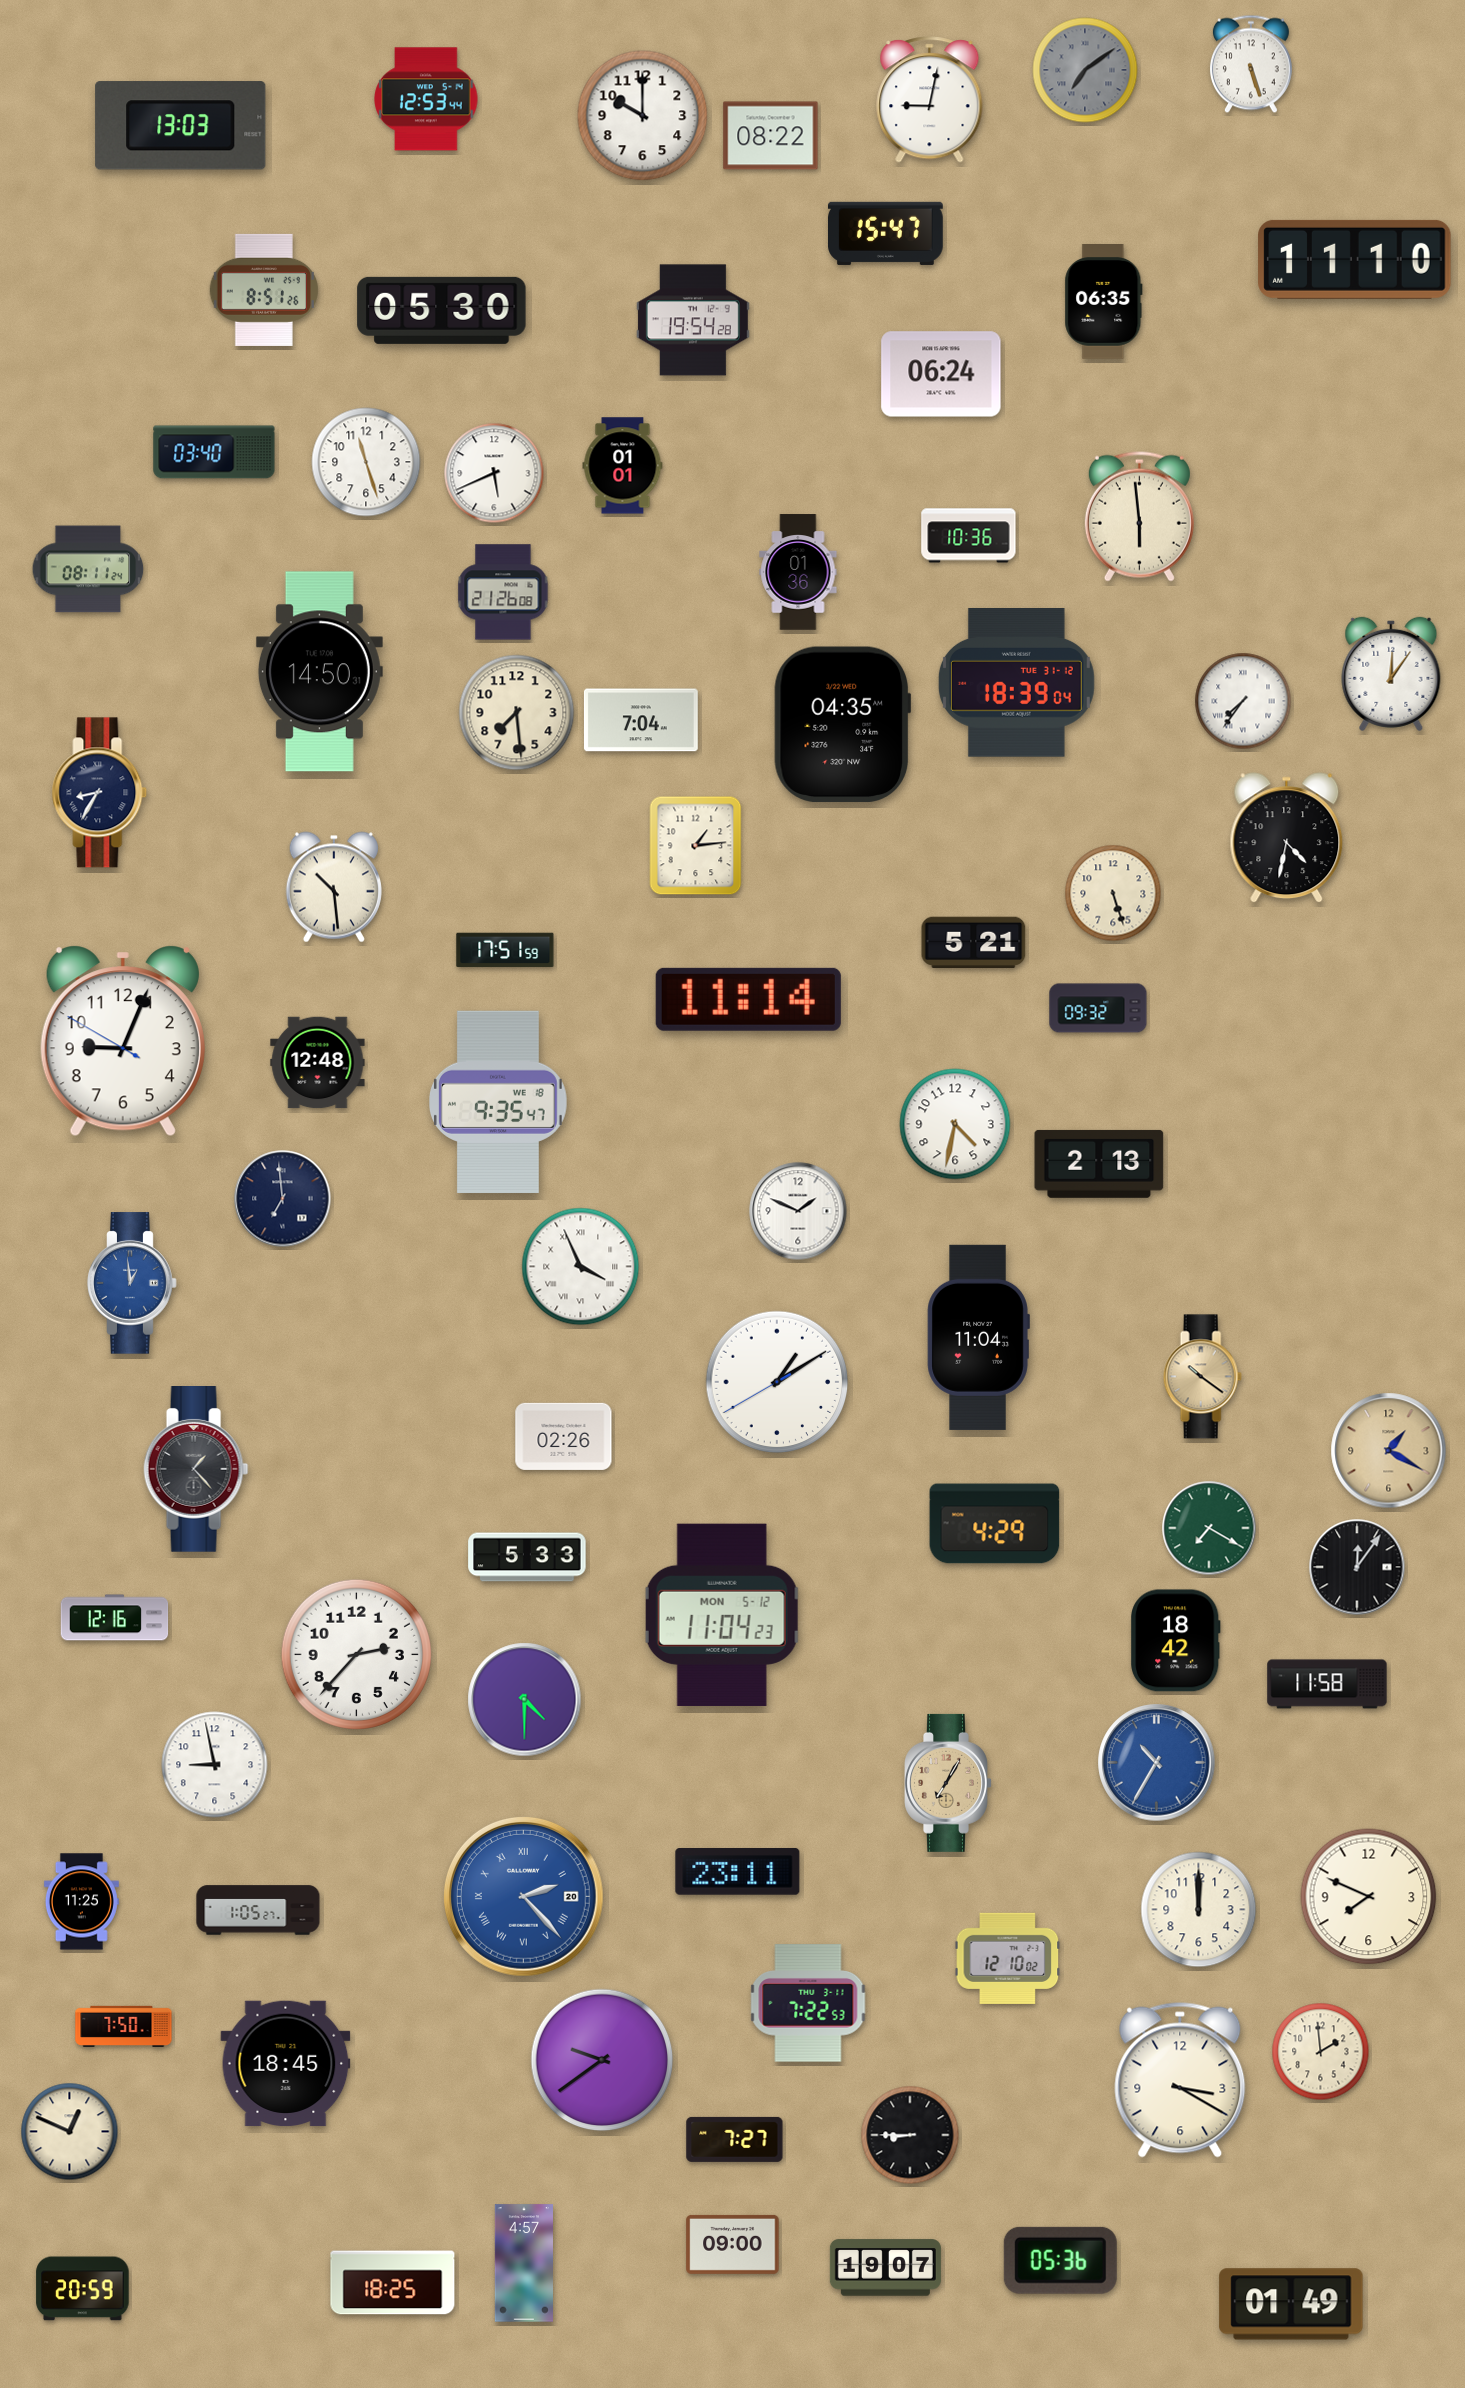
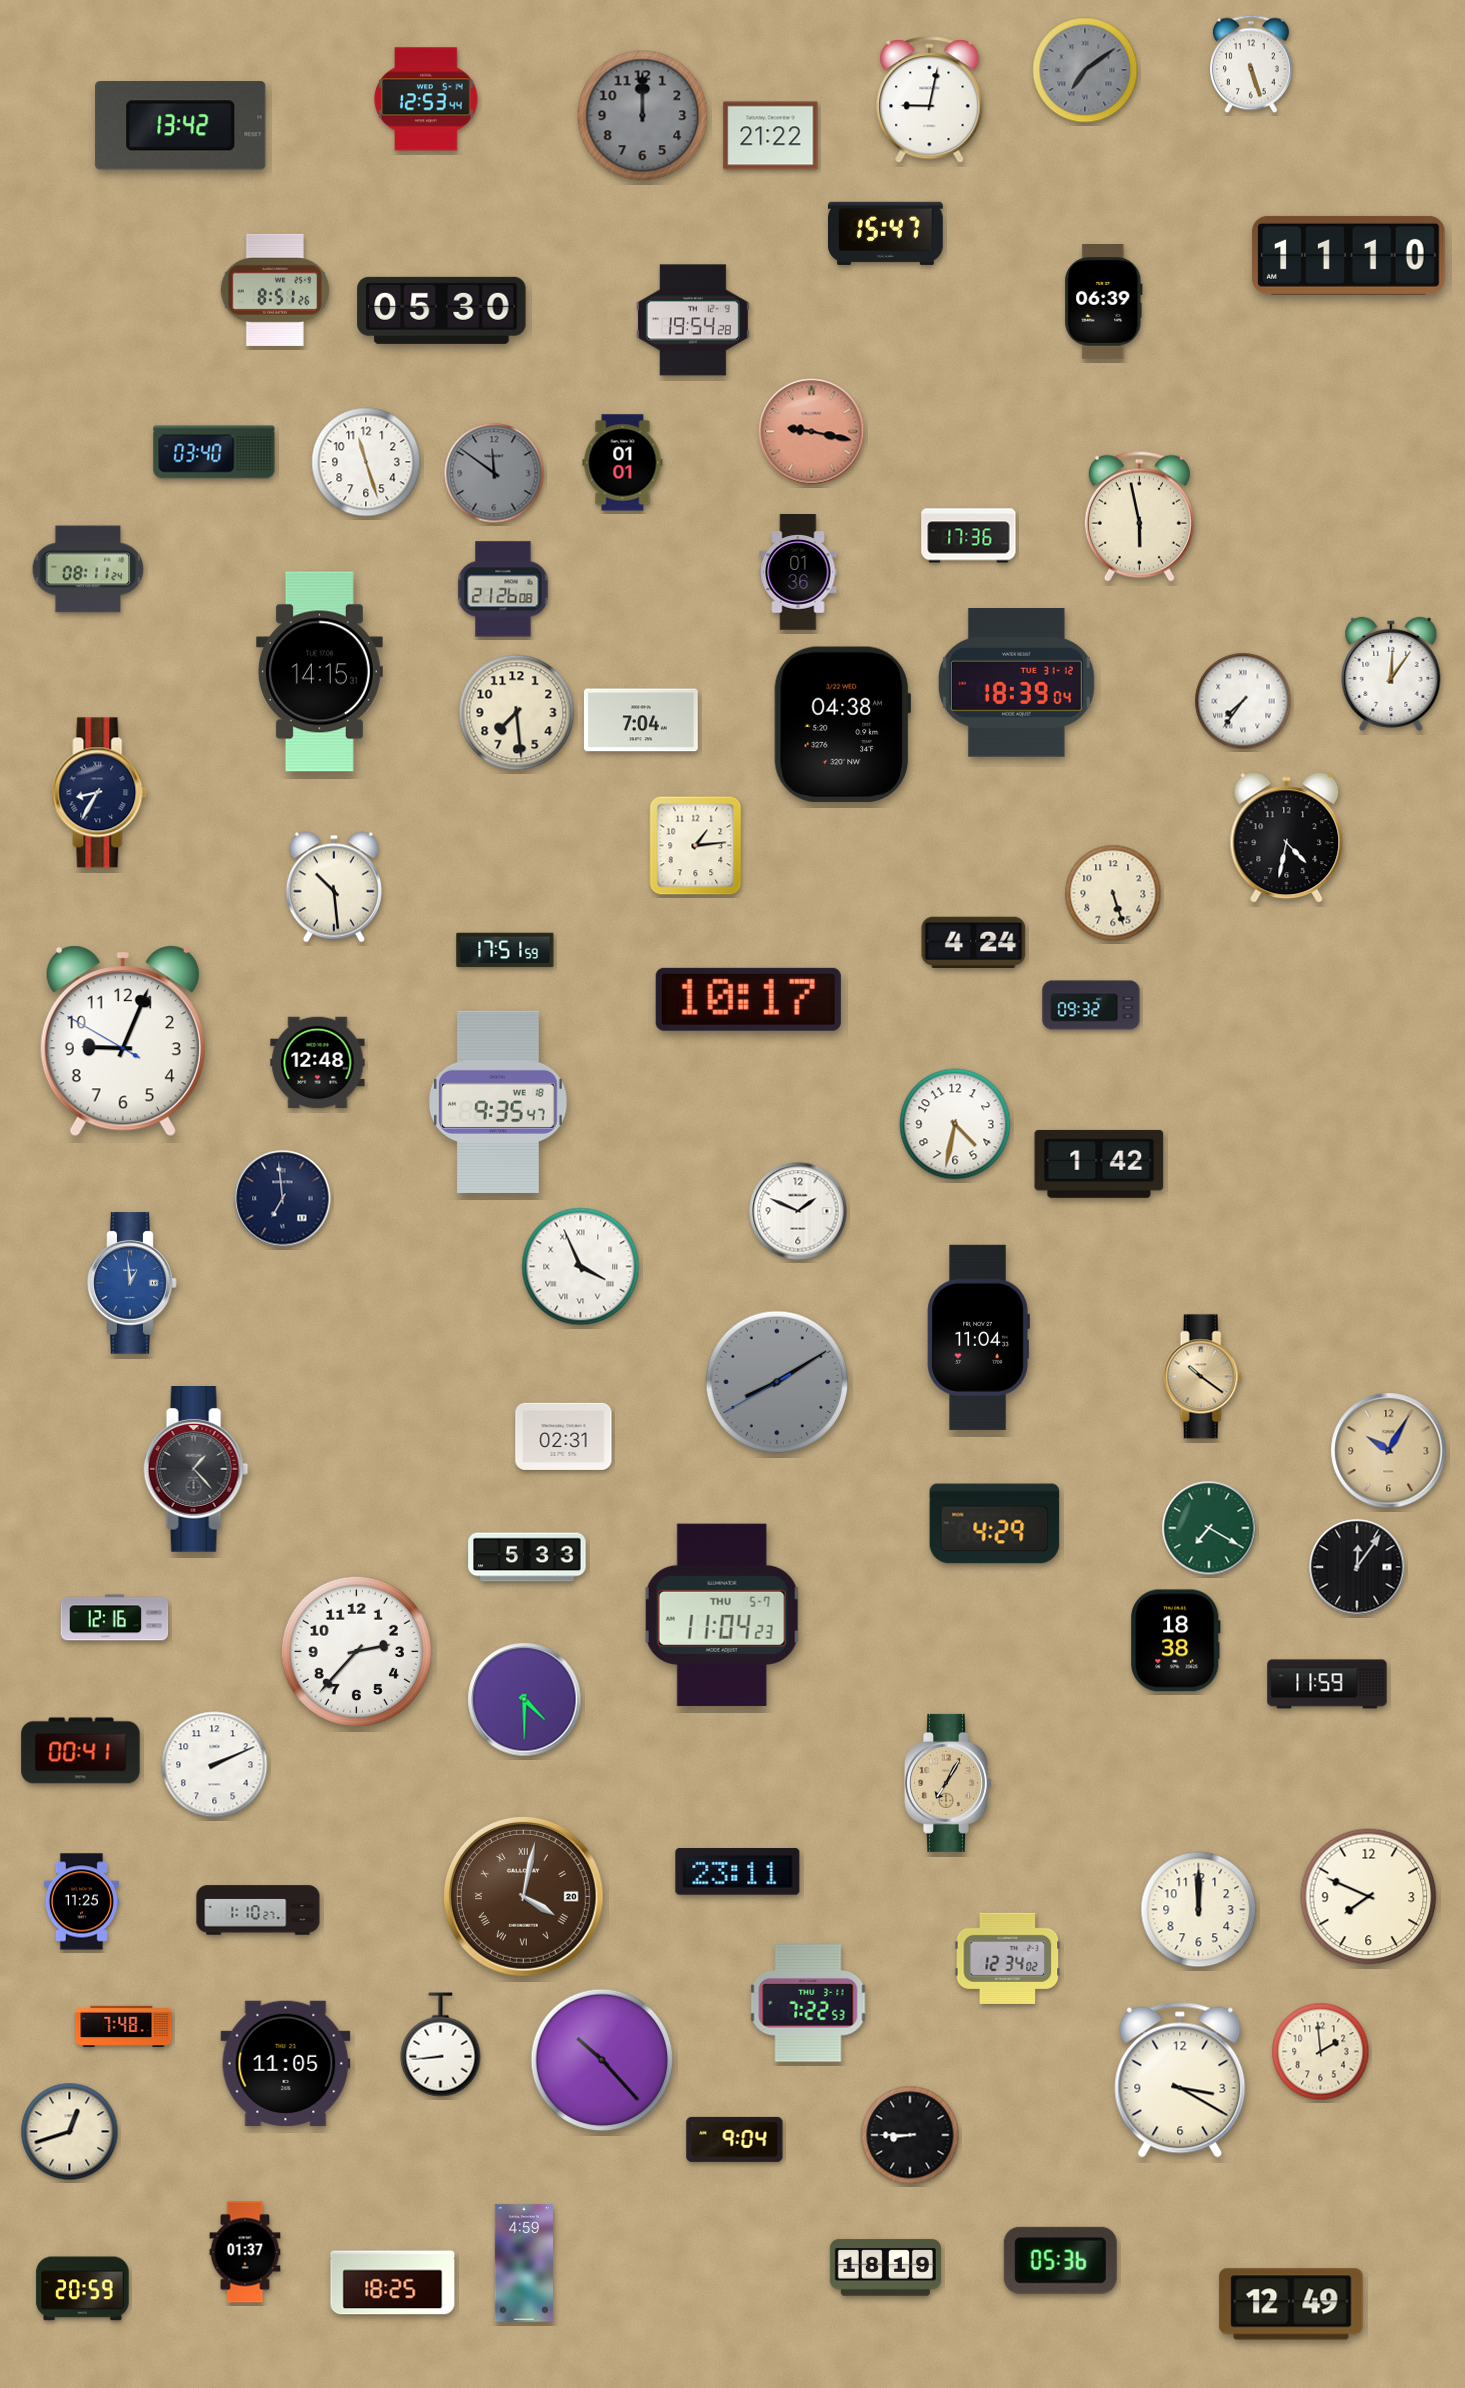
clock at (643, 116): 10:00 -> 12:00
clock at (643, 116) dial: white -> grey
clock at (181, 126): 13:03 -> 13:42
clock at (771, 136): 08:22 -> 21:22
clock at (1355, 259) position: (1355, 259) -> (1349, 255)
clock at (263, 290) position: (263, 290) -> (274, 290)
clock at (1104, 302): 06:35 -> 06:39
clock at (941, 374): 06:24 -> none
clock at (812, 432): none -> 9:17
clock at (623, 466) position: (623, 466) -> (623, 463)
clock at (494, 473): 5:41 -> 11:51
clock at (494, 473) dial: white -> grey
clock at (1139, 516): 5:59 -> 5:58
clock at (969, 536): 10:36 -> 17:36
clock at (503, 592) position: (503, 592) -> (503, 589)
clock at (319, 672): 14:50 -> 14:15
clock at (842, 725): 04:35 -> 04:38
clock at (974, 942): 5:21 -> 4:24
clock at (748, 999): 11:14 -> 10:17
clock at (1098, 1008) position: (1098, 1008) -> (1091, 1005)
clock at (1099, 1164): 2:13 -> 1:42
clock at (777, 1382): 1:09 -> 8:09
clock at (777, 1382) dial: white -> grey
clock at (564, 1436): 02:26 -> 02:31
clock at (1389, 1451): 1:20 -> 10:05
clock at (722, 1615) date: MON 5-12 -> THU 5-7
clock at (1175, 1641): 18:42 -> 18:38
clock at (356, 1654) position: (356, 1654) -> (356, 1651)
clock at (1327, 1684): 11:58 -> 11:59
clock at (81, 1751): none -> 00:41
clock at (1157, 1763): 10:35 -> none
clock at (215, 1765): 8:58 -> 2:11
clock at (523, 1896): 2:23 -> 4:02
clock at (523, 1896) dial: blue -> brown
clock at (258, 1910): 1:05 -> 1:10
clock at (1008, 1958): 12:10 -> 12:34
clock at (124, 2026): 7:50 -> 7:48
clock at (441, 2045): none -> 8:44
clock at (602, 2060): 9:39 -> 10:23
clock at (286, 2064): 18:45 -> 11:05
clock at (70, 2132): 12:49 -> 12:42
clock at (735, 2139): 7:27 -> 9:04
clock at (733, 2244): 09:00 -> none
clock at (245, 2252): none -> 01:37
clock at (523, 2263): 4:57 -> 4:59
clock at (885, 2268): 19:07 -> 18:19
clock at (1291, 2304): 01:49 -> 12:49
